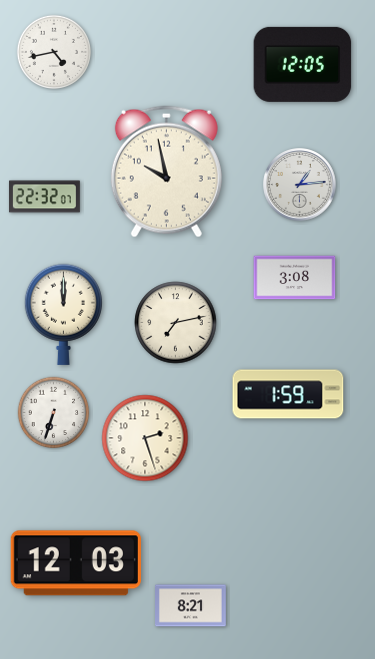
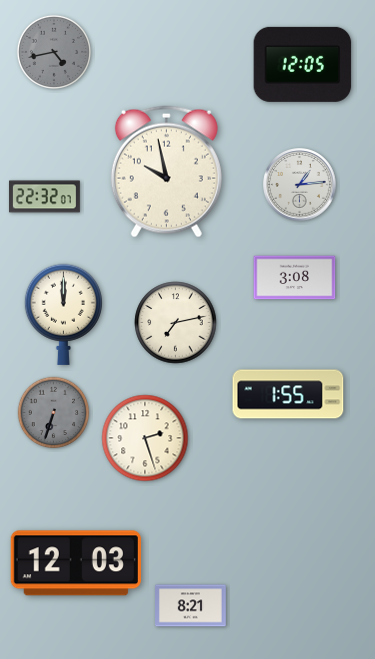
clock at (54, 52) dial: white -> grey
clock at (288, 394): 1:59 -> 1:55
clock at (54, 413) dial: white -> grey
